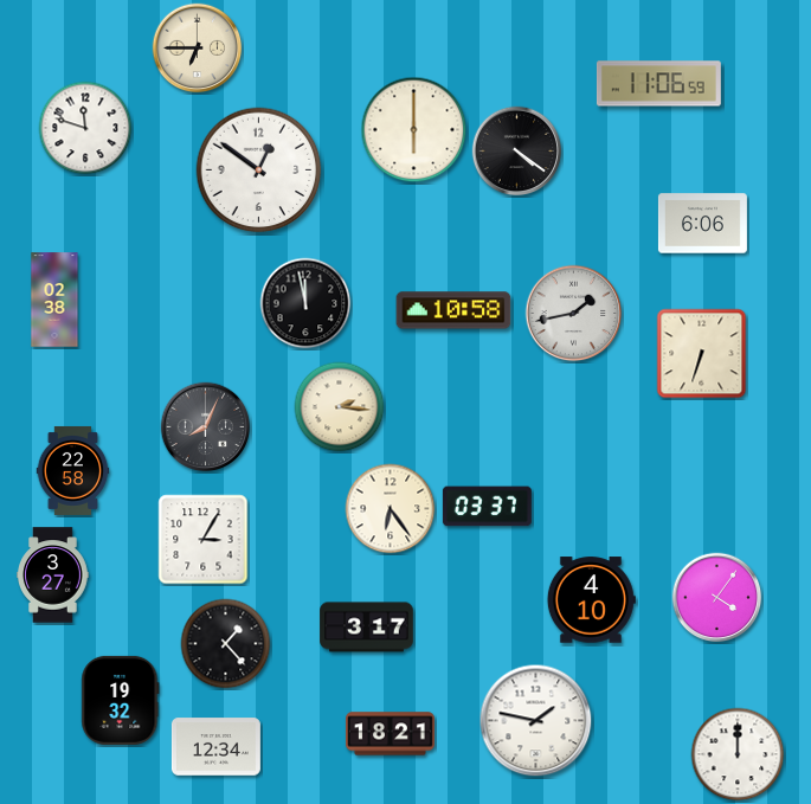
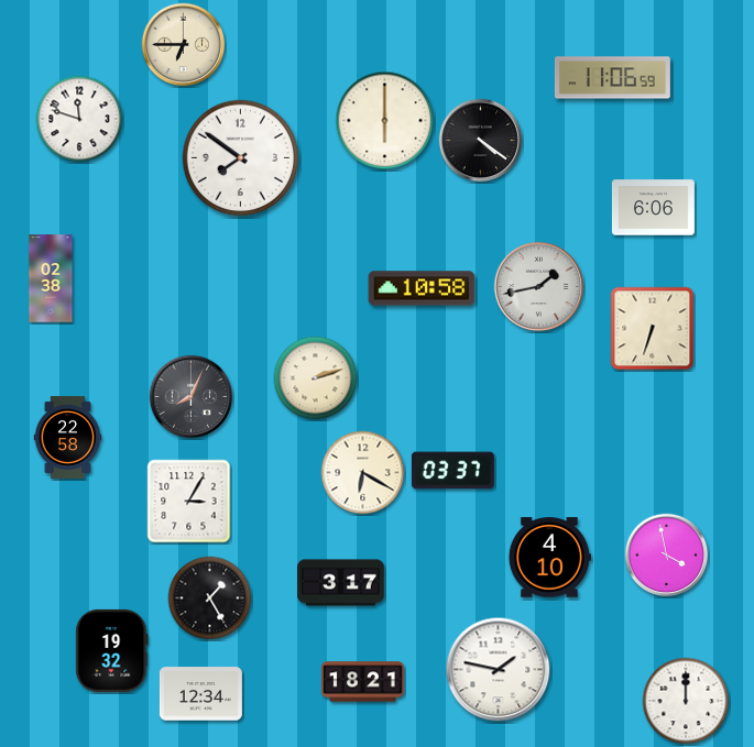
clock at (259, 171): 12:51 -> 7:51
clock at (305, 303): 11:58 -> none
clock at (574, 314) position: (574, 314) -> (539, 287)
clock at (340, 407): 2:16 -> 2:12
clock at (391, 509): 6:24 -> 6:20
clock at (53, 575): 3:27 -> none
clock at (717, 598): 4:06 -> 3:58
clock at (226, 644): 1:23 -> 1:25
